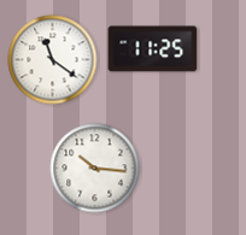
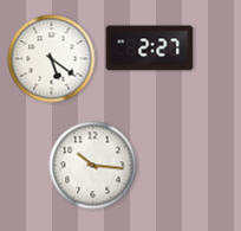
clock at (153, 49): 11:25 -> 2:27
clock at (53, 60): 11:21 -> 5:21
